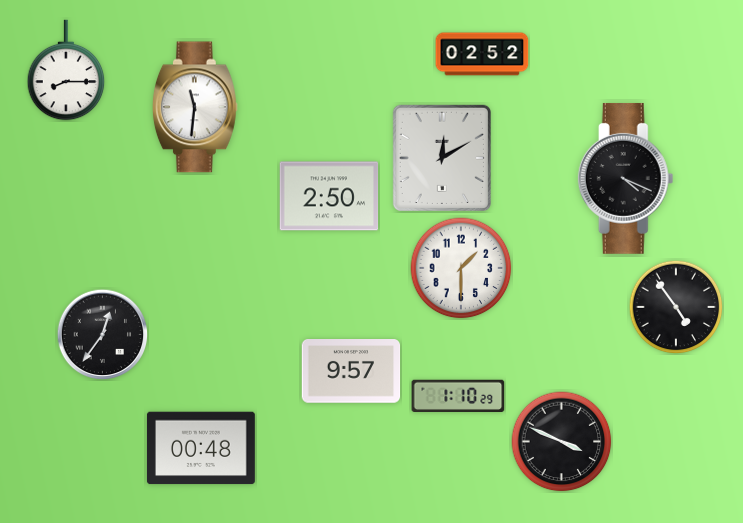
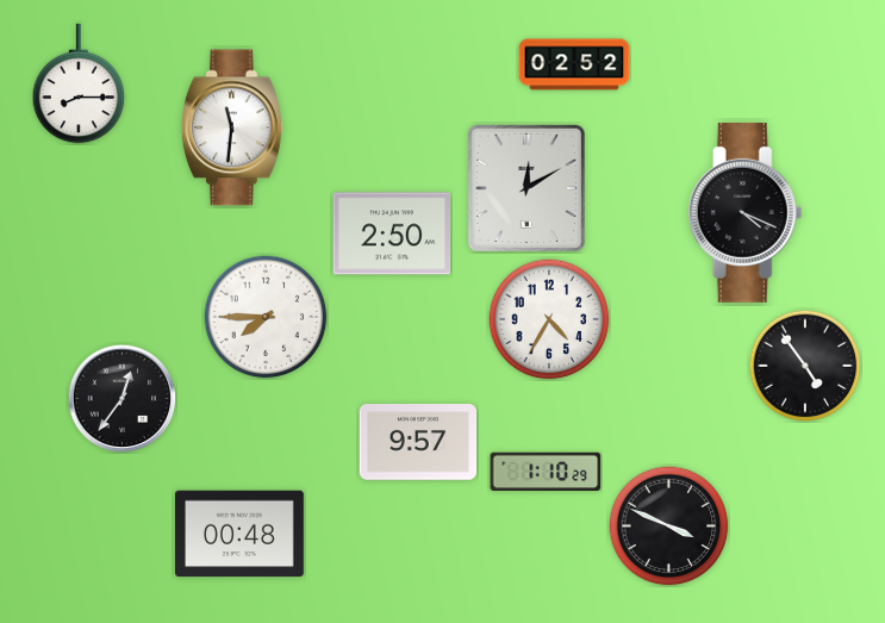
clock at (266, 317): none -> 7:45
clock at (461, 268): 1:30 -> 4:35
